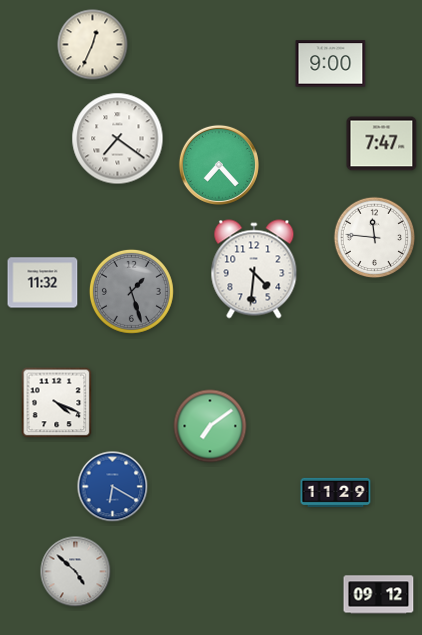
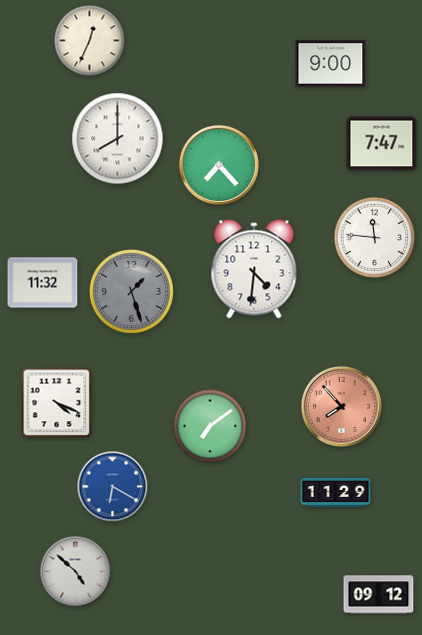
clock at (93, 45) position: (93, 45) -> (90, 41)
clock at (118, 139): 7:21 -> 8:00
clock at (341, 406): none -> 7:53
